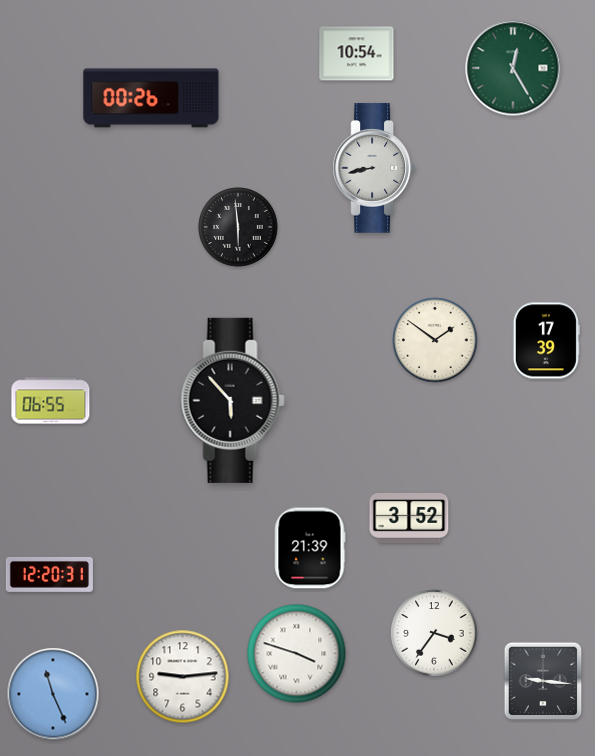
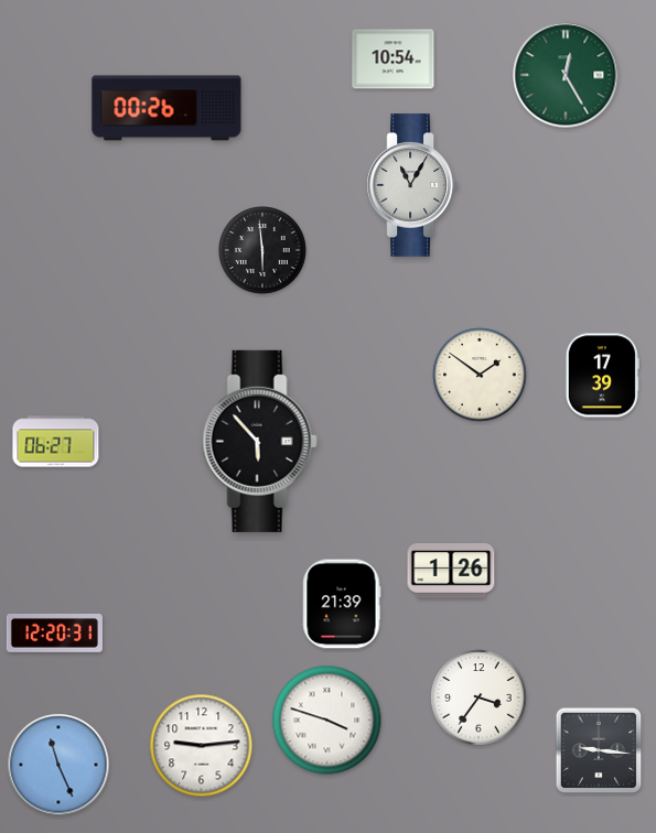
clock at (373, 168): 8:43 -> 11:05
clock at (232, 400) position: (232, 400) -> (259, 441)
clock at (51, 401): 06:55 -> 06:27
clock at (409, 519): 3:52 -> 1:26
